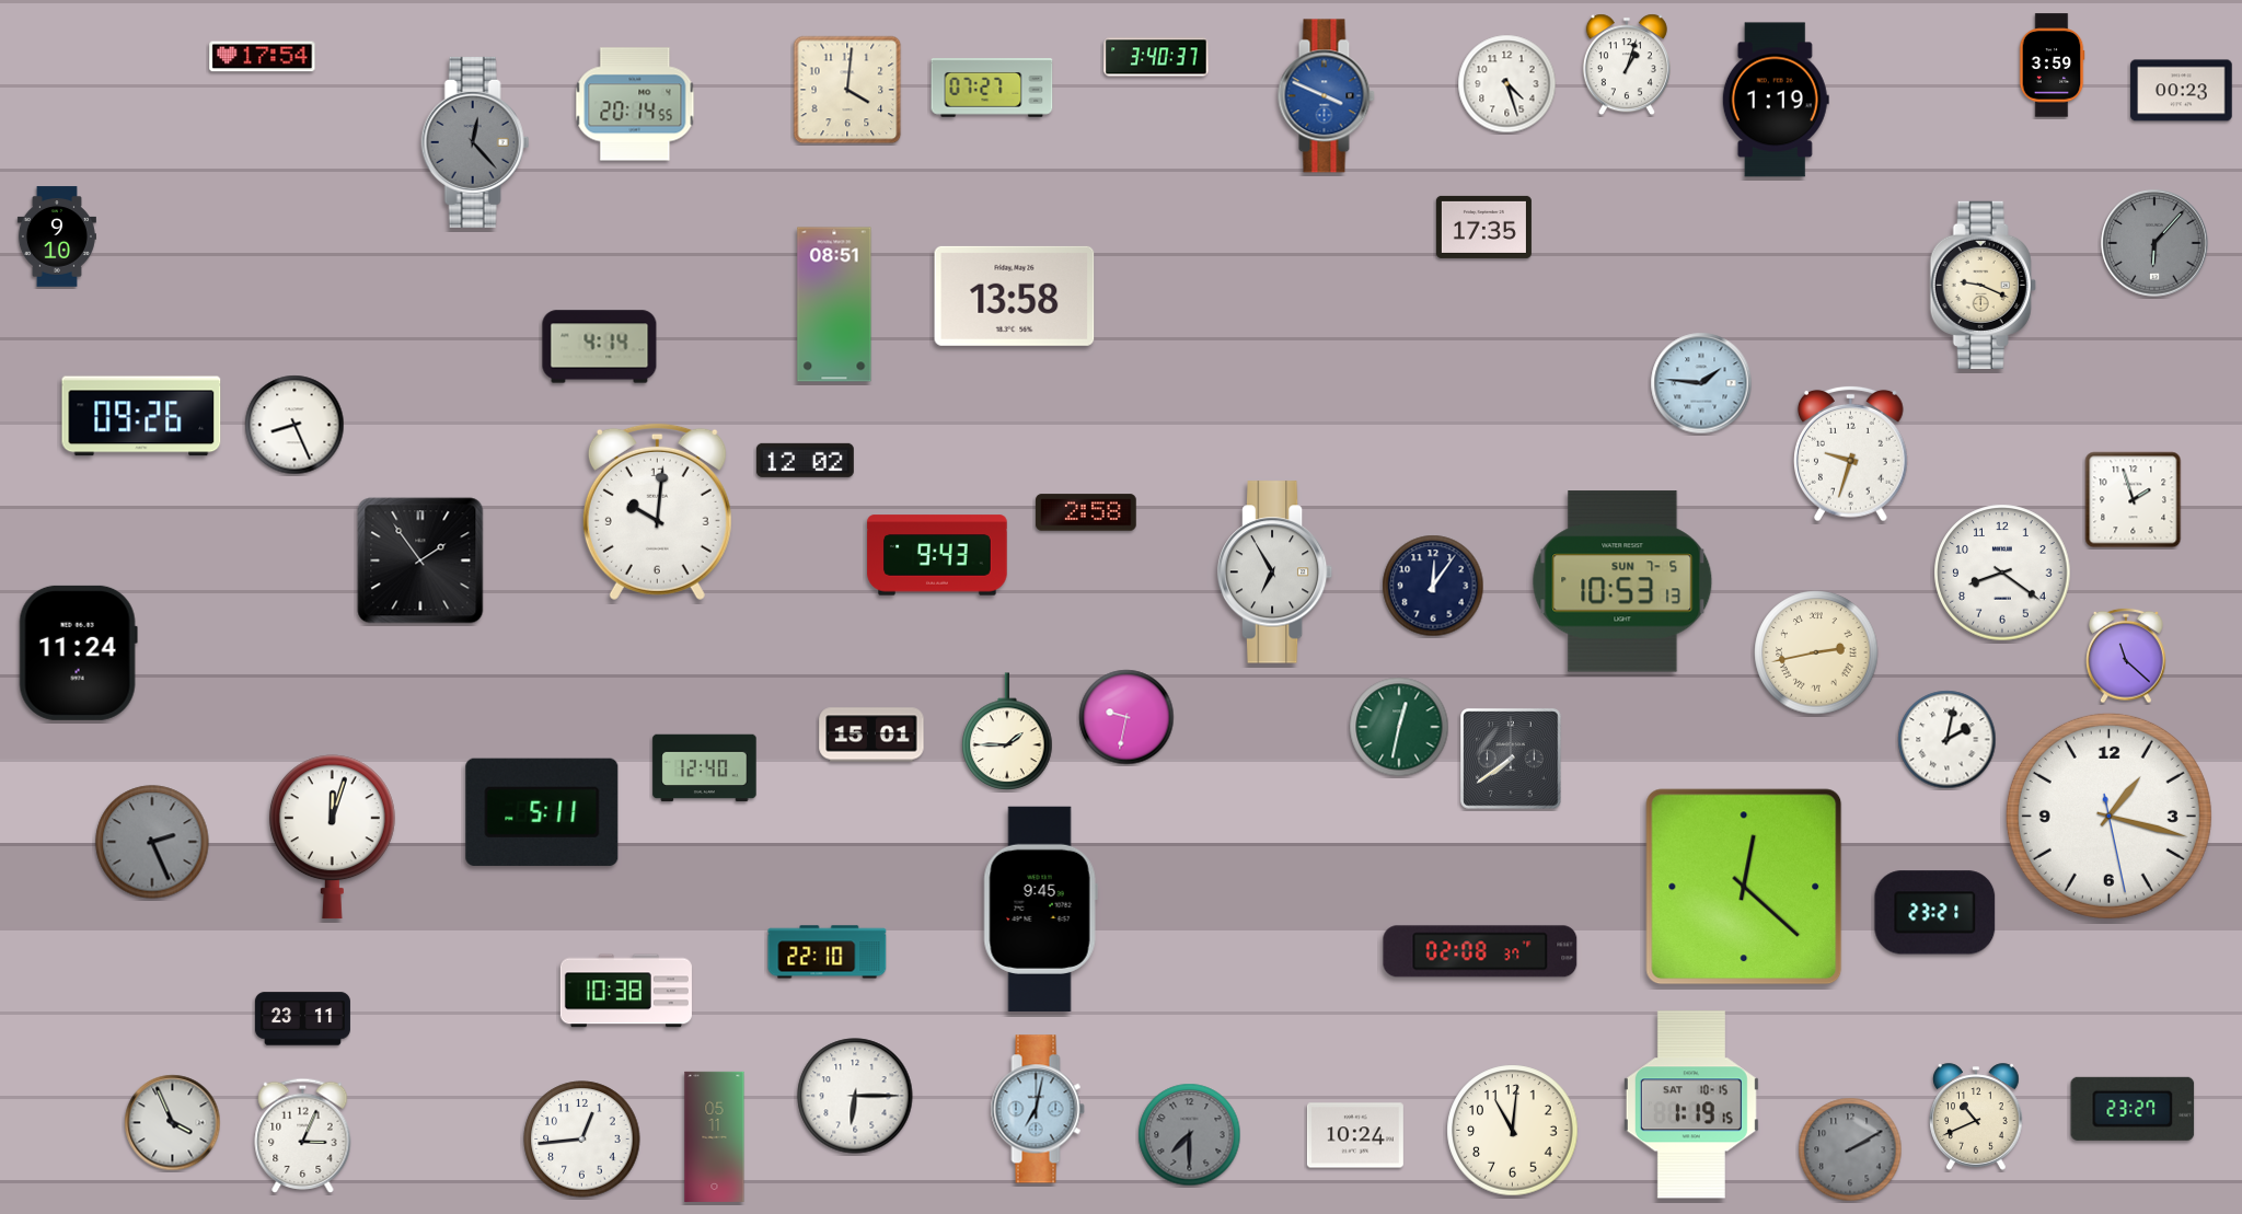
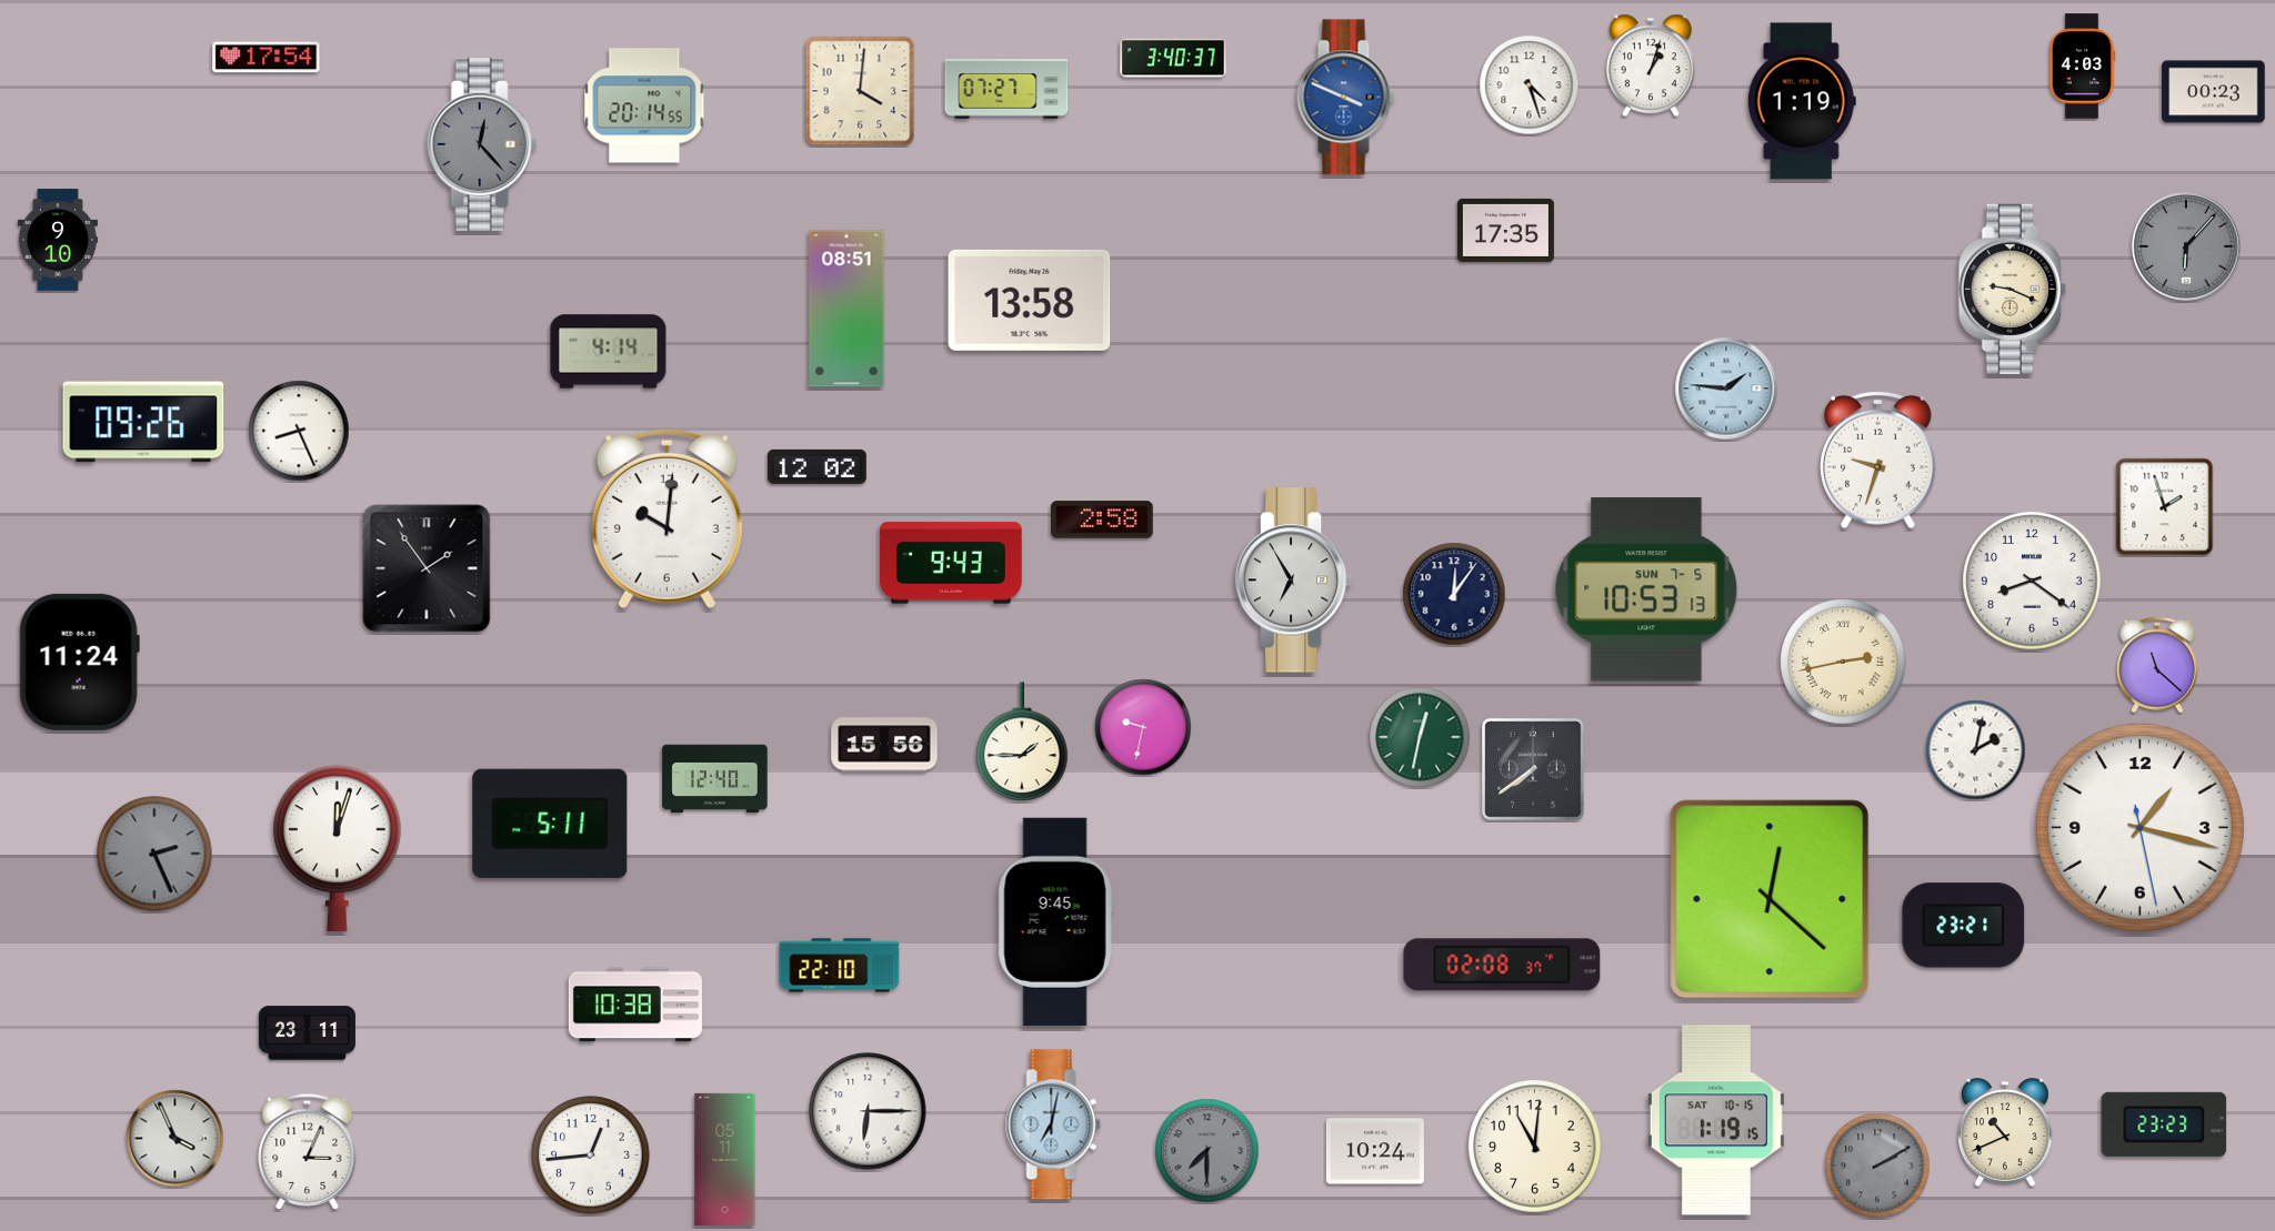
clock at (2052, 66): 3:59 -> 4:03
clock at (871, 735): 15:01 -> 15:56
clock at (2133, 1109): 23:27 -> 23:23
clock at (715, 1136) position: (715, 1136) -> (725, 1159)
